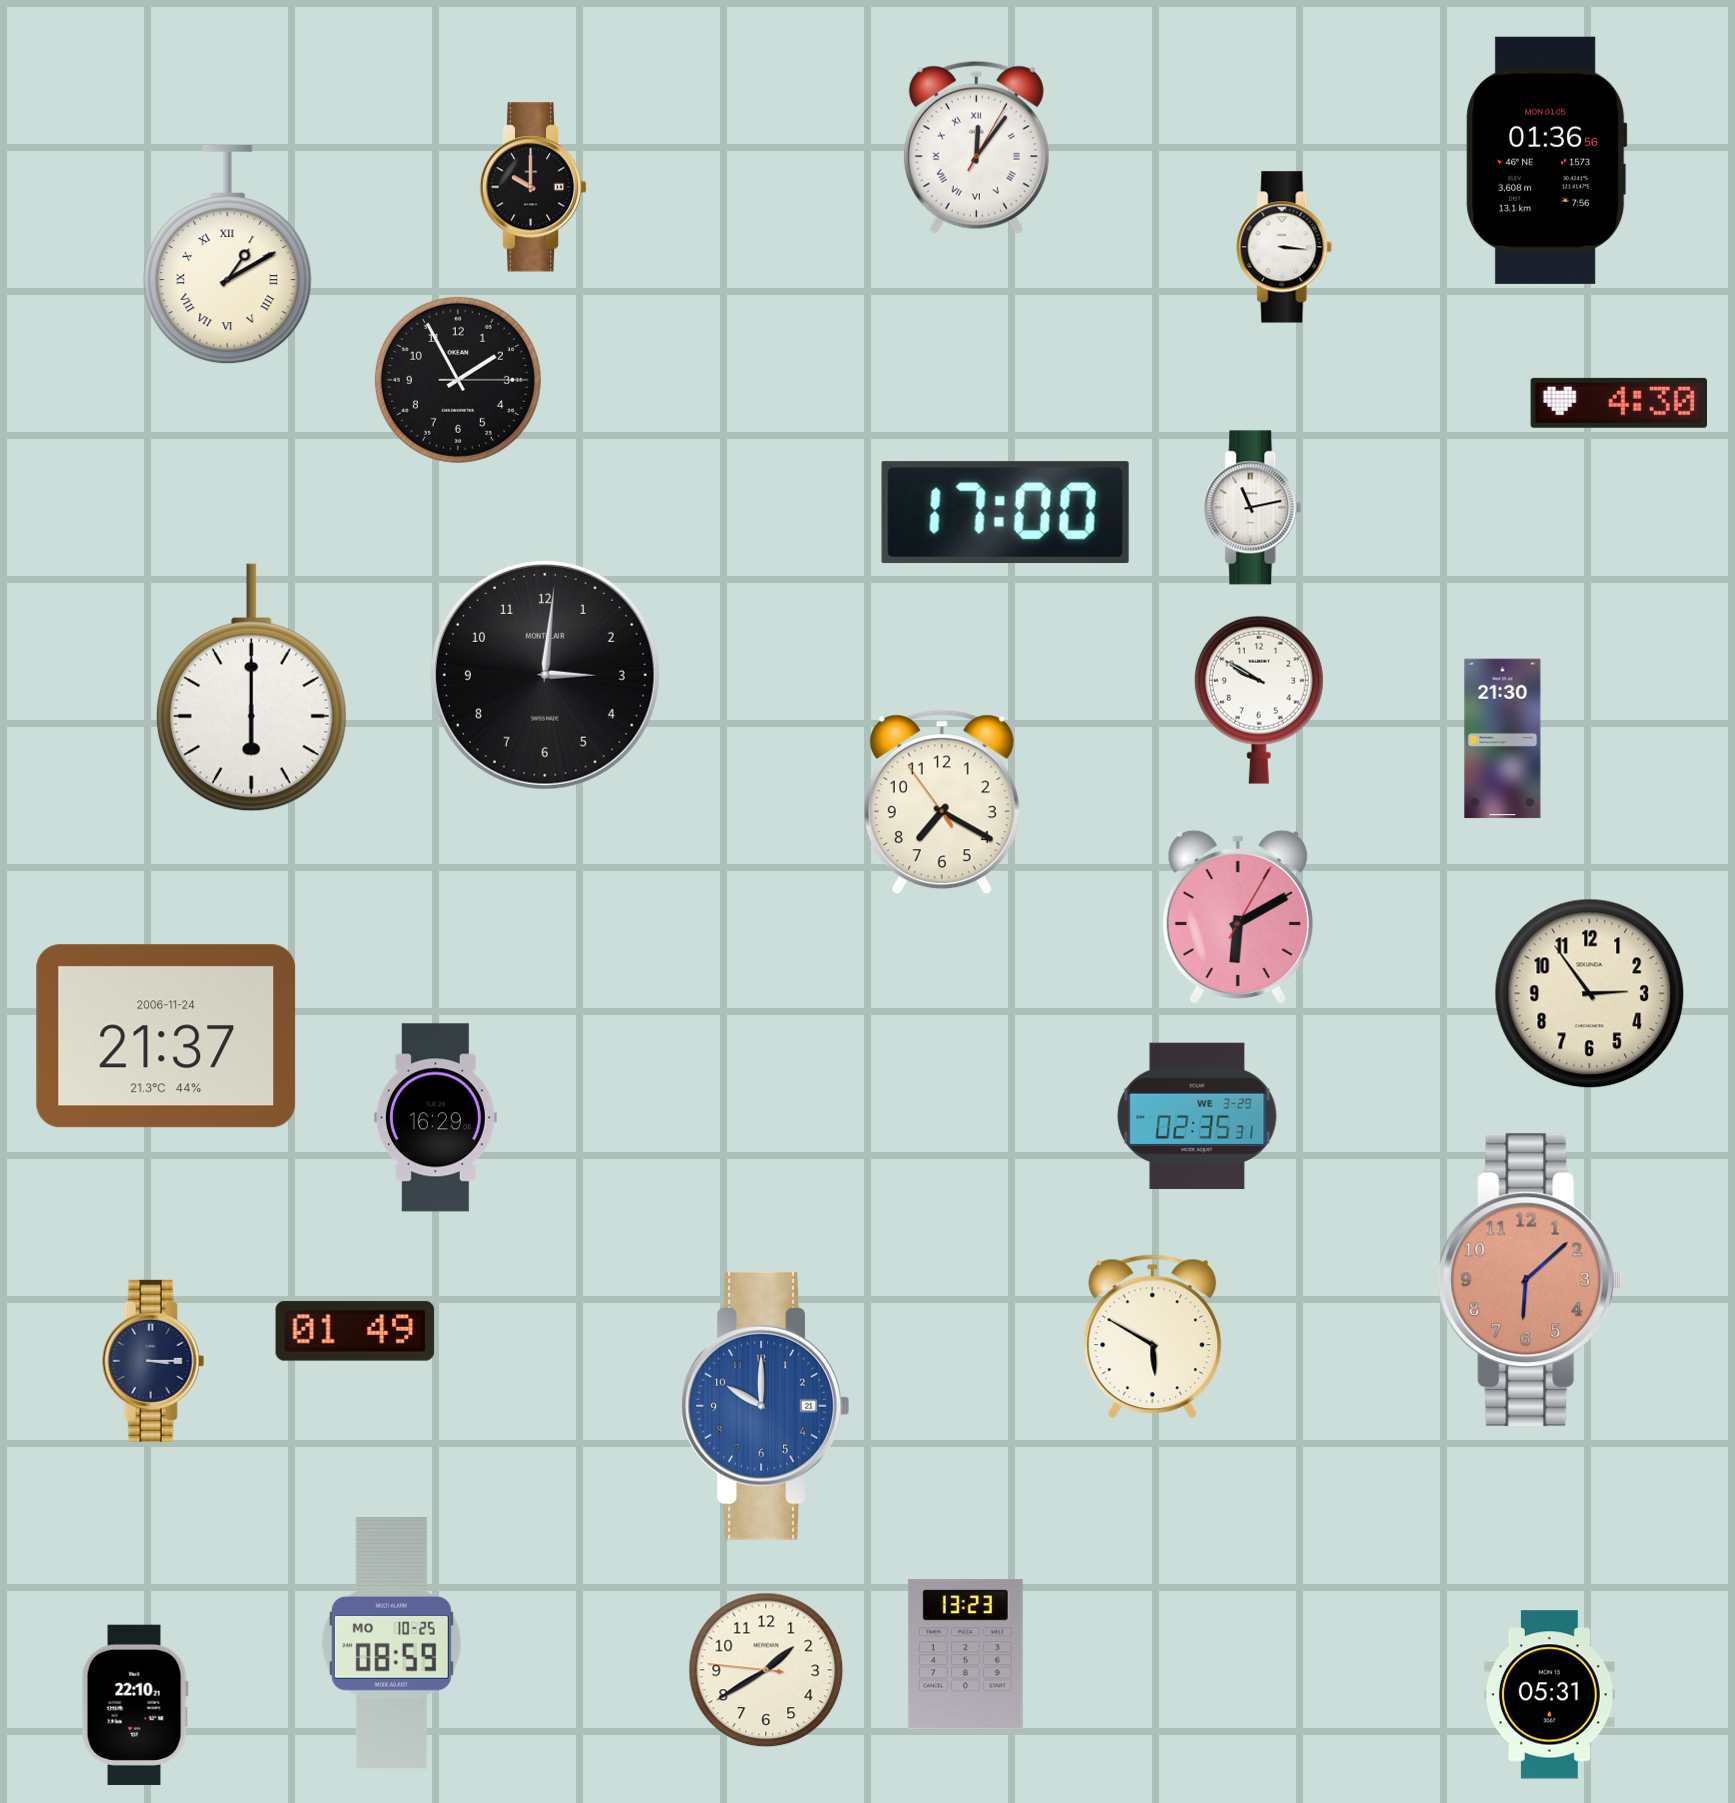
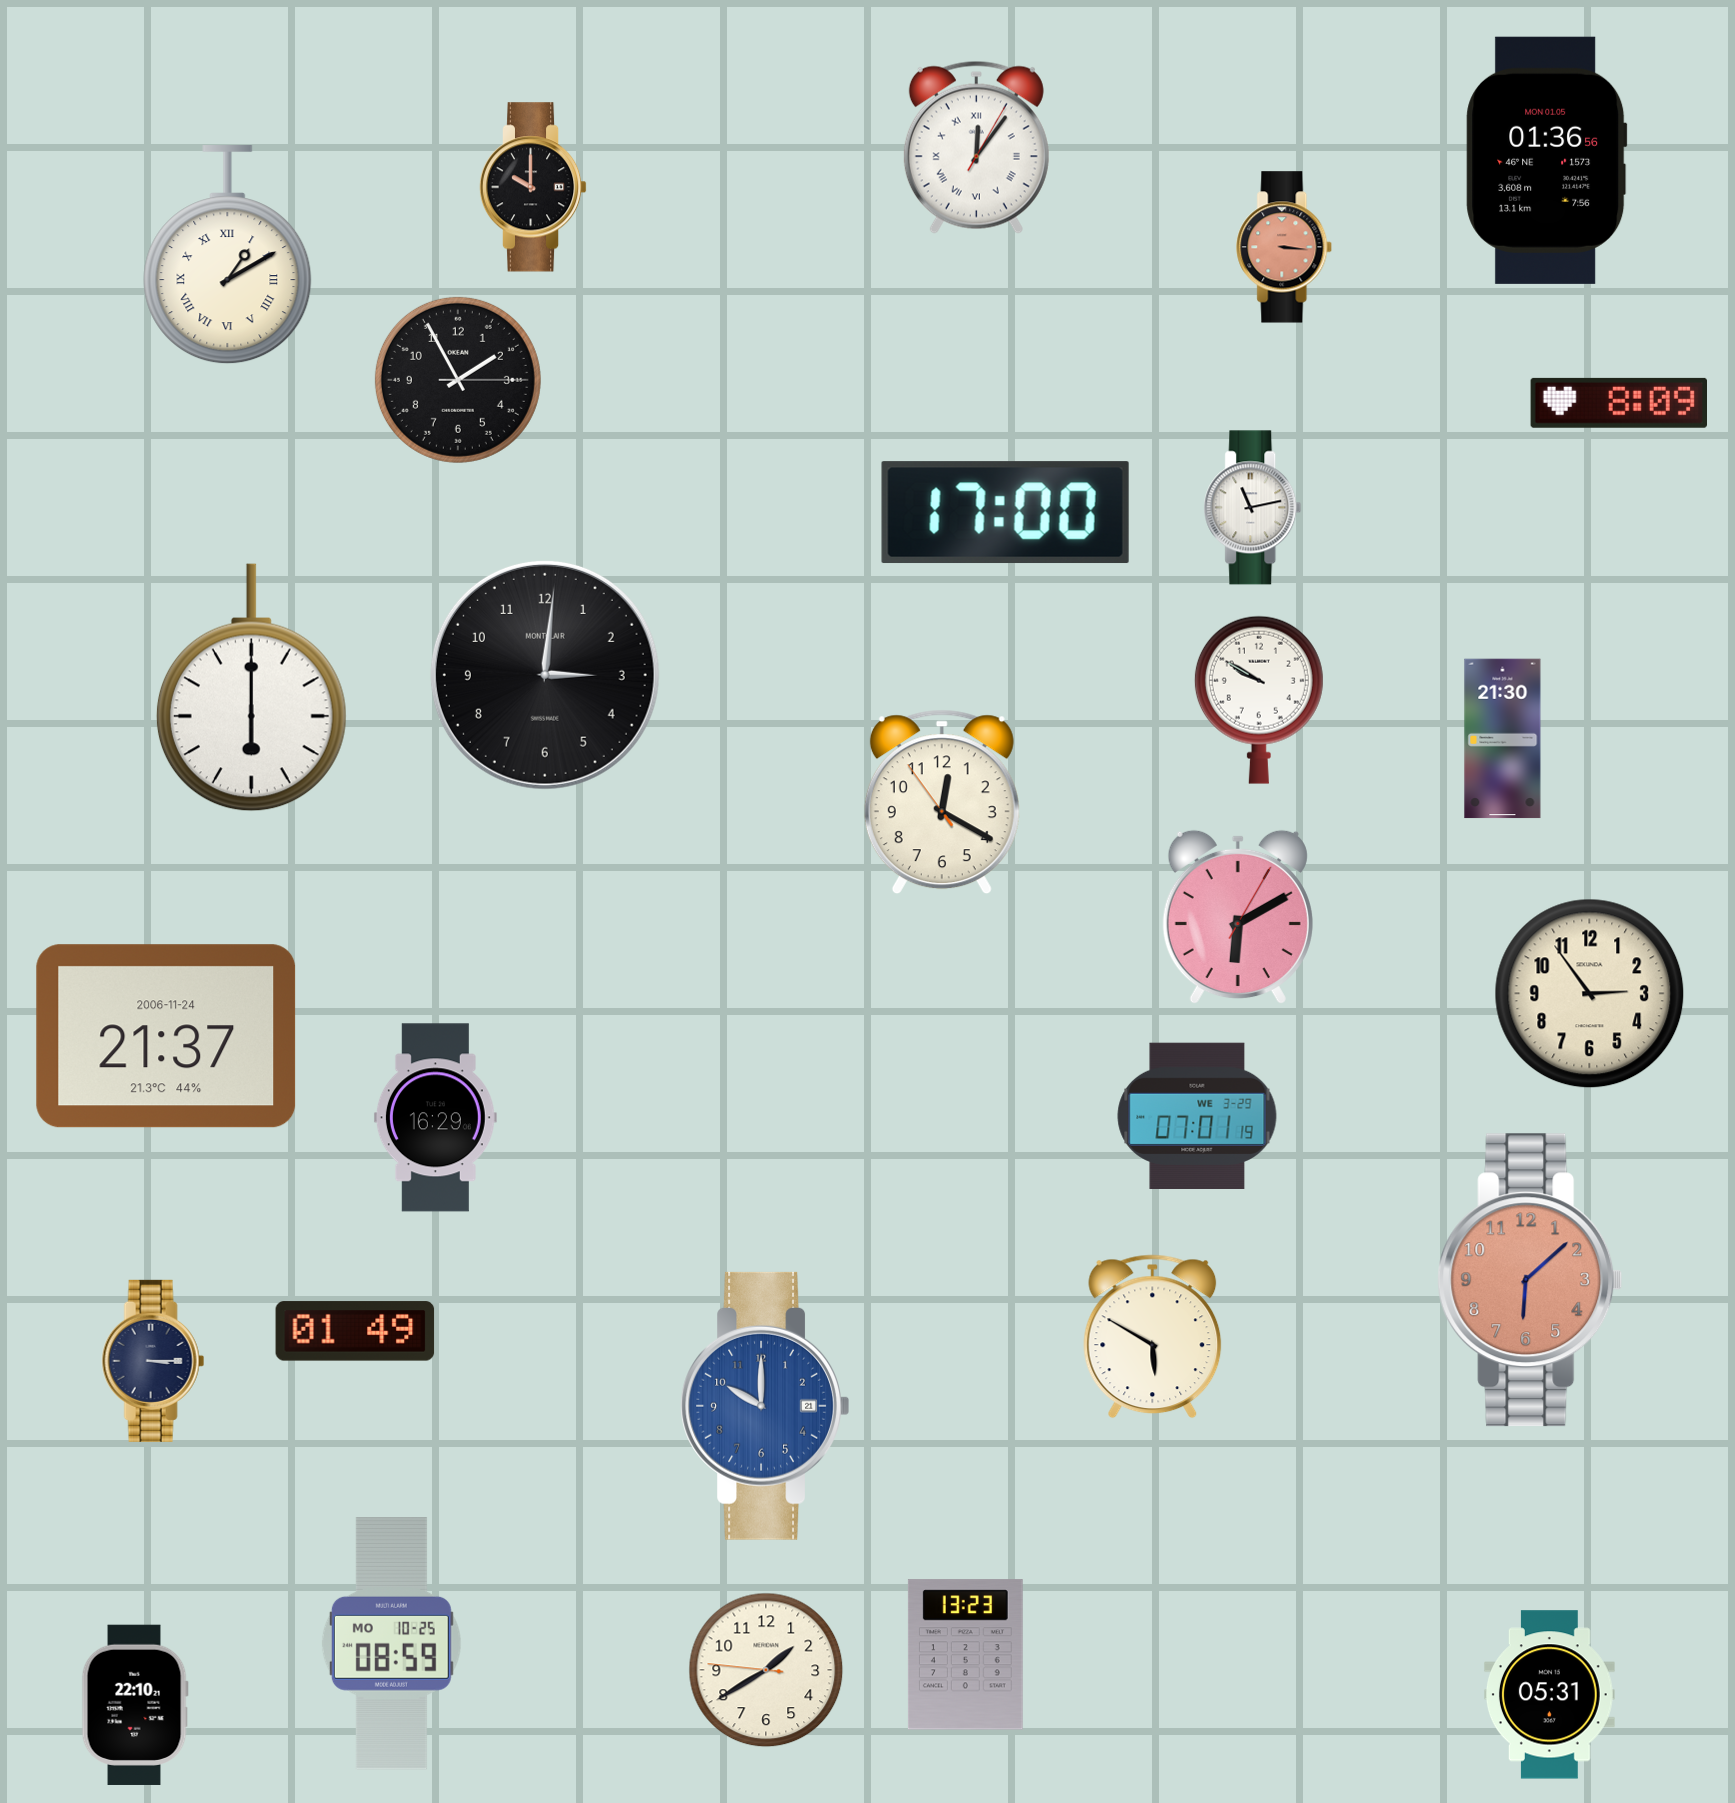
clock at (1285, 247) dial: white -> salmon
clock at (1618, 403): 4:30 -> 8:09
clock at (942, 802): 7:19 -> 12:19
clock at (1197, 1115): 02:35 -> 07:01
